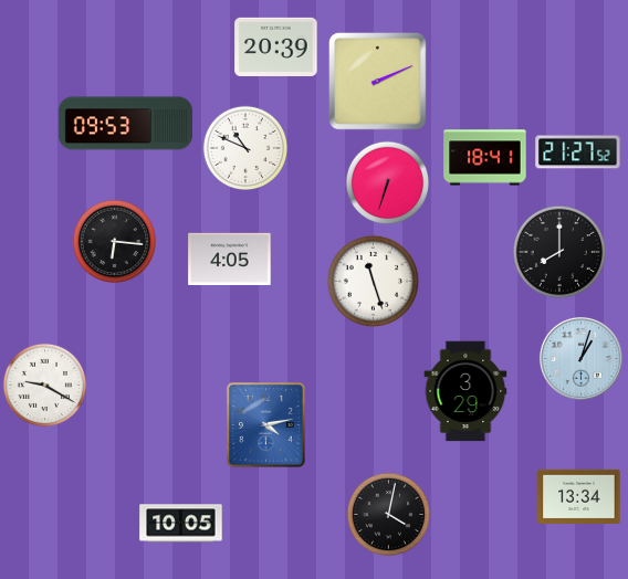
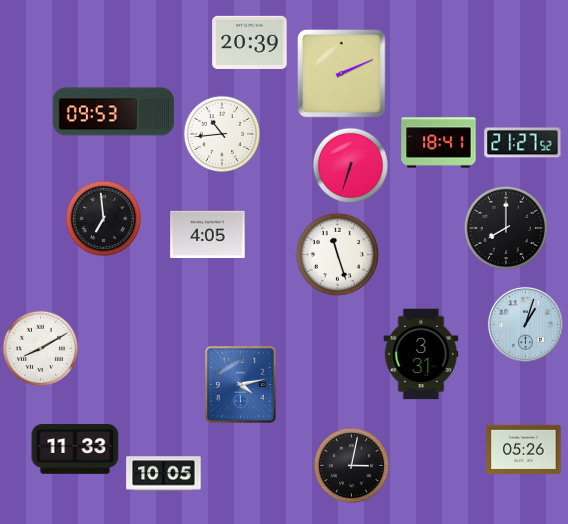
clock at (244, 147): 10:49 -> 10:44
clock at (578, 152) position: (578, 152) -> (523, 143)
clock at (115, 242): 6:16 -> 6:59
clock at (45, 386): 9:20 -> 8:10
clock at (465, 391): 3:29 -> 3:31
clock at (579, 496): 13:34 -> 05:26
clock at (75, 450): none -> 11:33
clock at (389, 515): 4:02 -> 3:02
